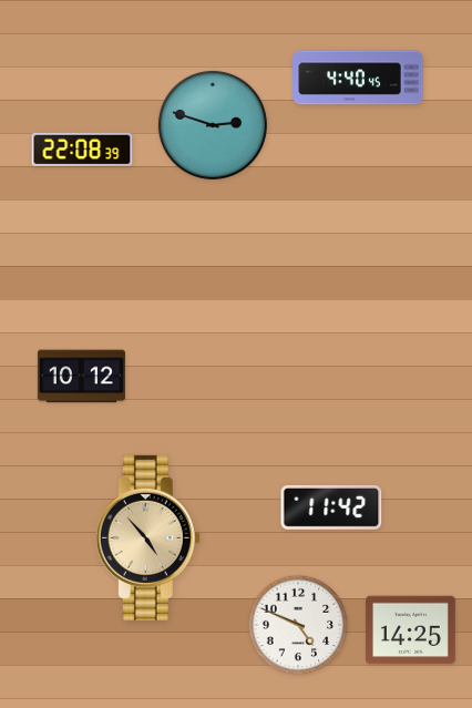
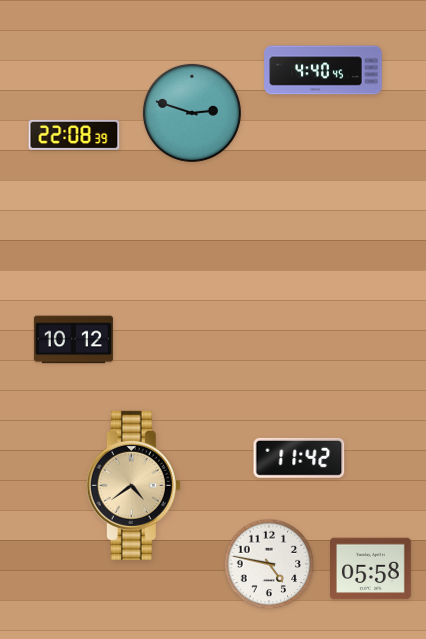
clock at (147, 537): 4:53 -> 4:39
clock at (298, 625): 4:49 -> 4:47
clock at (411, 630): 14:25 -> 05:58
